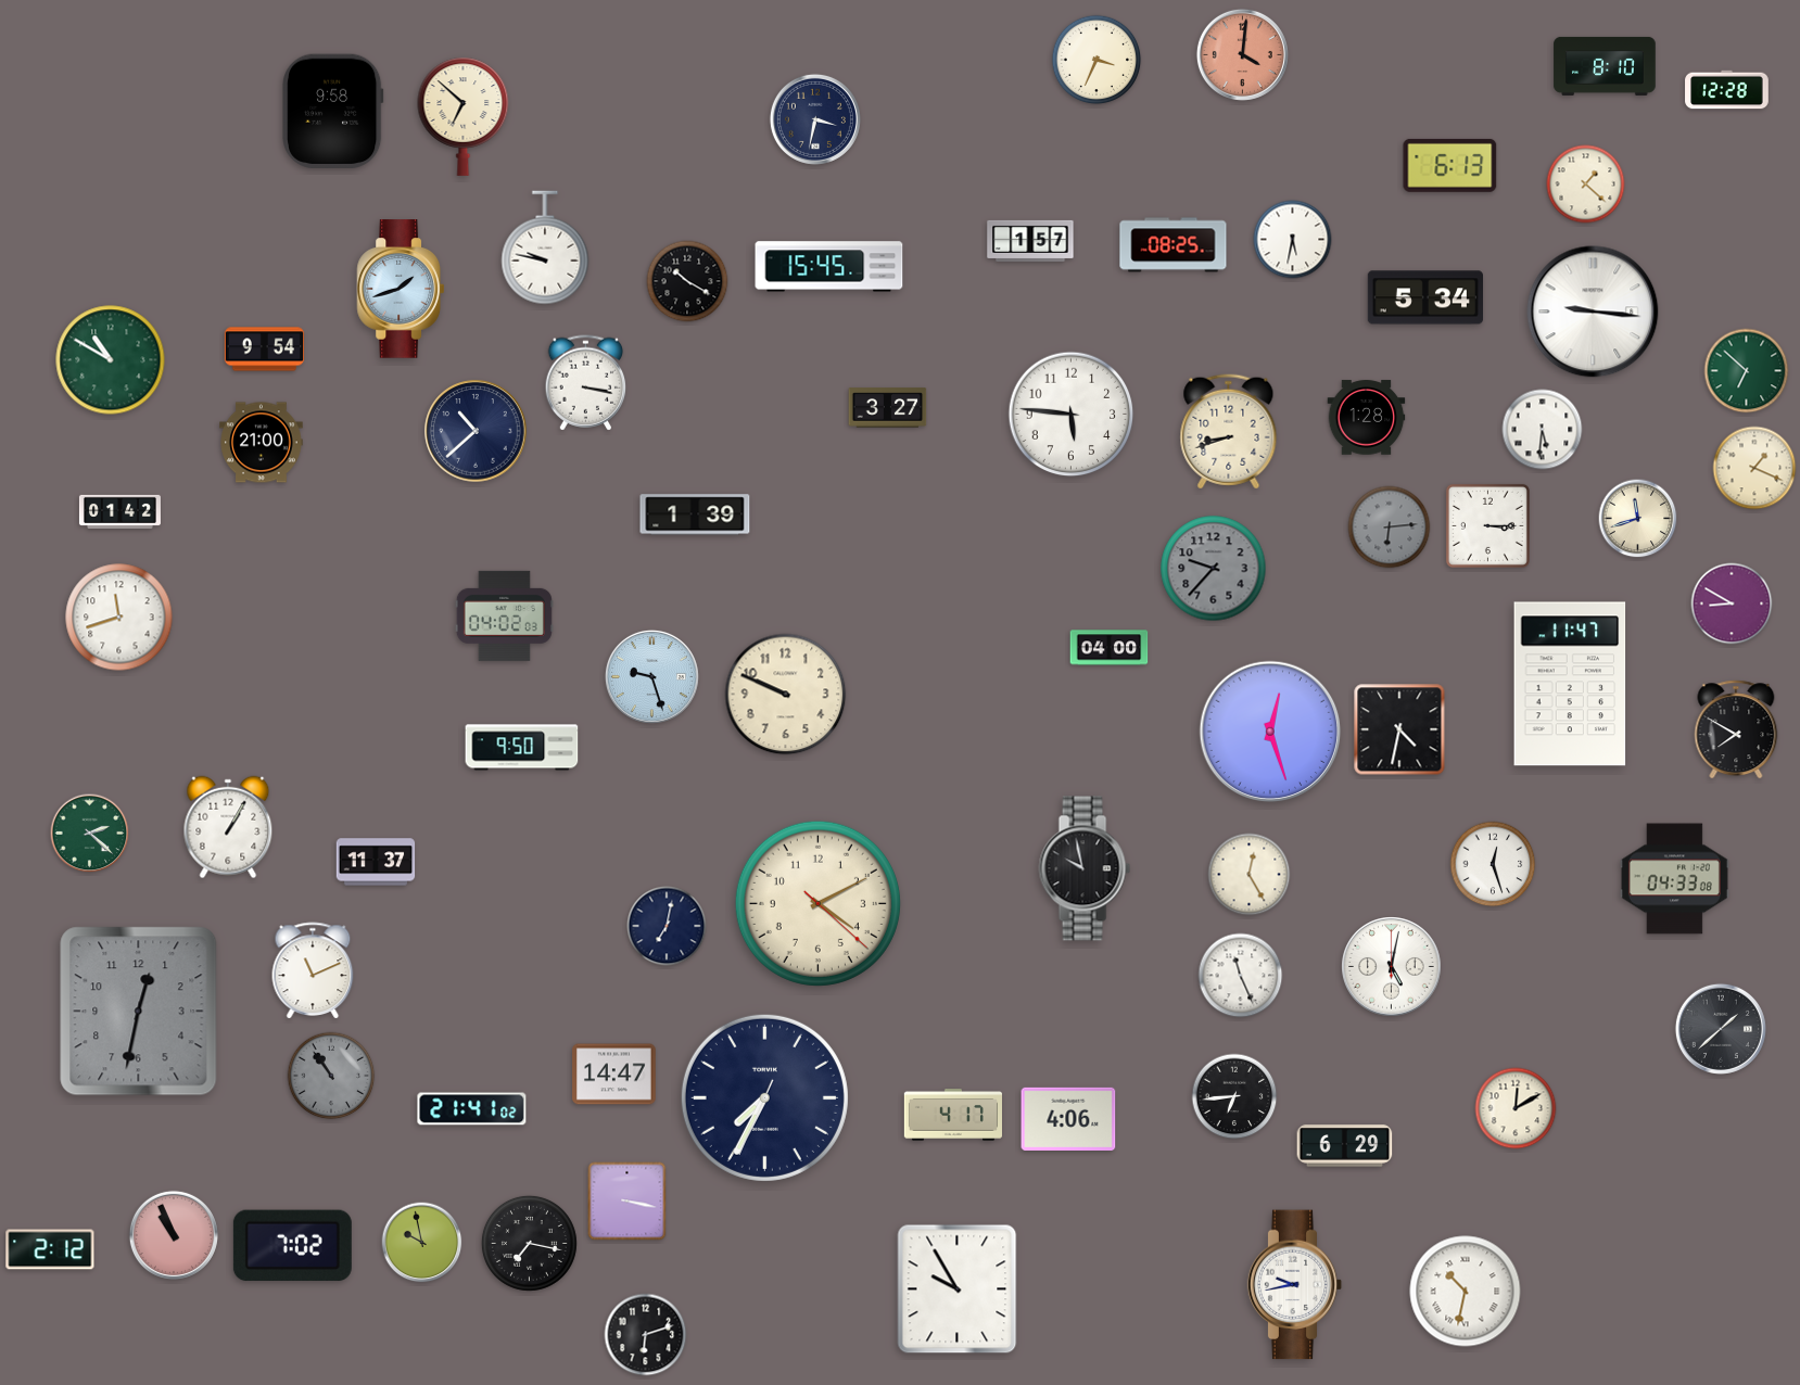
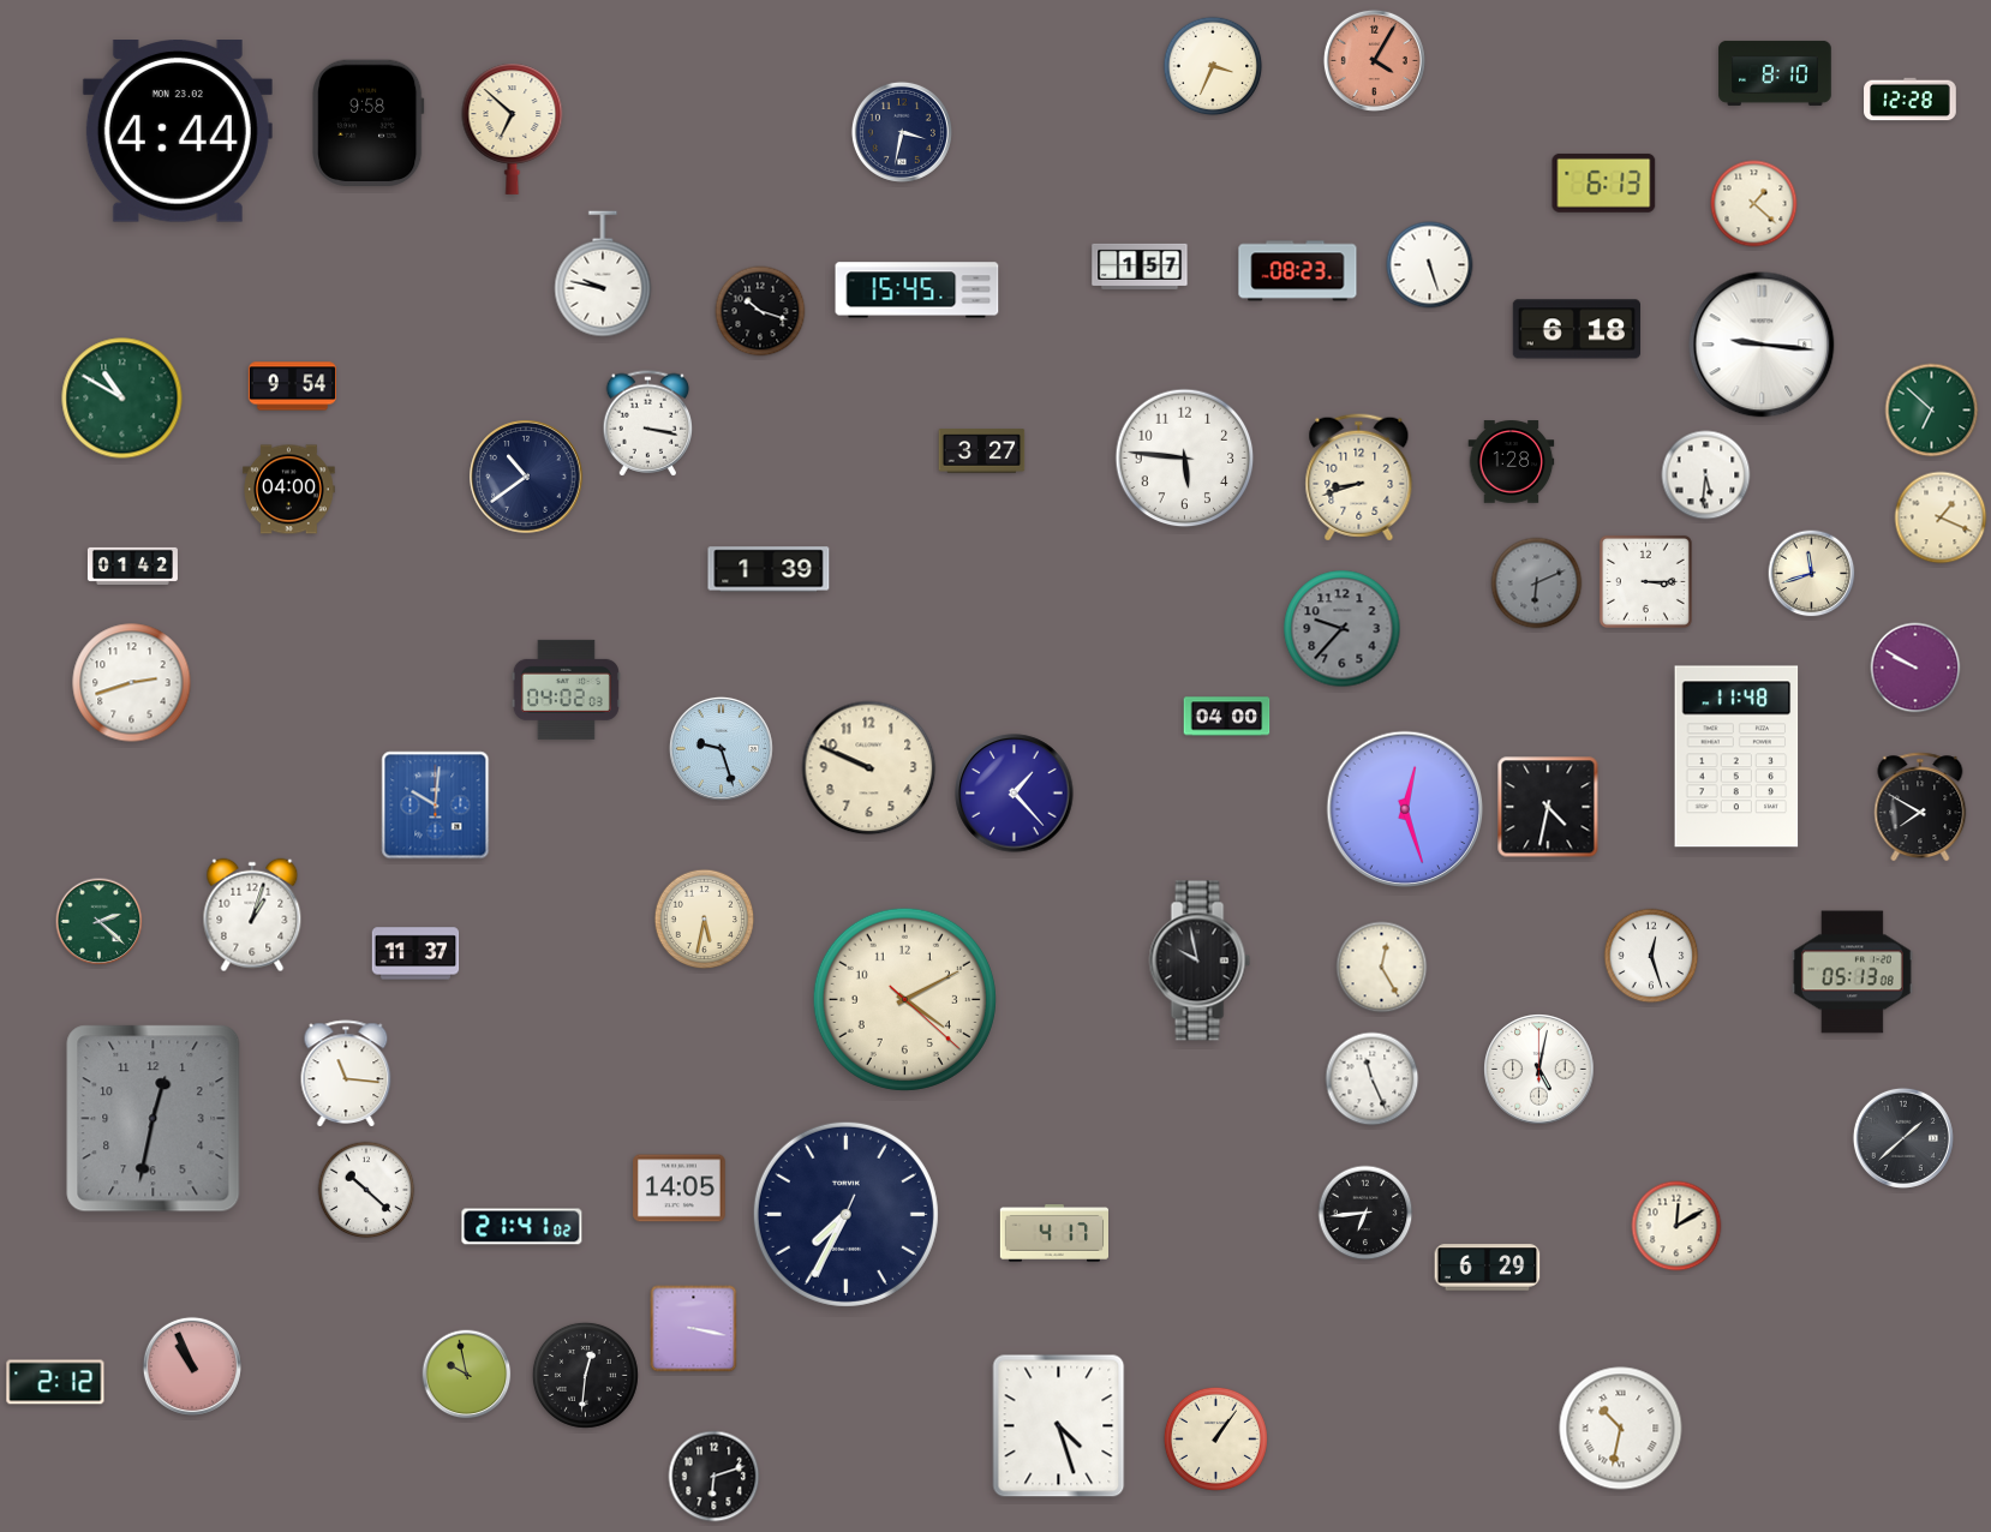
clock at (1242, 54): 4:01 -> 4:05
clock at (178, 132): none -> 4:44
clock at (1293, 240): 5:32 -> 5:27
clock at (1174, 245): 08:25 -> 08:23
clock at (829, 267) position: (829, 267) -> (917, 291)
clock at (687, 281): 10:20 -> 10:18
clock at (400, 289): 1:42 -> none
clock at (1424, 297): 5:34 -> 6:18
clock at (476, 431): 10:38 -> 10:39
clock at (262, 443): 21:00 -> 04:00
clock at (1390, 528): 6:14 -> 6:11
clock at (1732, 603): 8:50 -> 9:50
clock at (504, 615) position: (504, 615) -> (566, 689)
clock at (119, 618): 11:42 -> 2:42
clock at (1570, 684): 11:47 -> 11:48
clock at (1015, 794): none -> 1:23
clock at (436, 806): none -> 10:01
clock at (522, 748): 9:50 -> none
clock at (228, 827): 1:05 -> 1:03
clock at (705, 920): none -> 5:32
clock at (1674, 879): 04:33 -> 05:13
clock at (667, 926): 7:02 -> none
clock at (313, 970): 11:11 -> 11:16
clock at (614, 1075): 14:47 -> 14:05
clock at (331, 1076): 10:54 -> 10:22
clock at (331, 1076) dial: grey -> white
clock at (1068, 1119): 4:06 -> none
clock at (529, 1243): 7:17 -> 12:31
clock at (292, 1246): 7:02 -> none
clock at (1295, 1285): 9:43 -> none
clock at (958, 1289): 9:55 -> 4:27
clock at (1215, 1438): none -> 1:06
